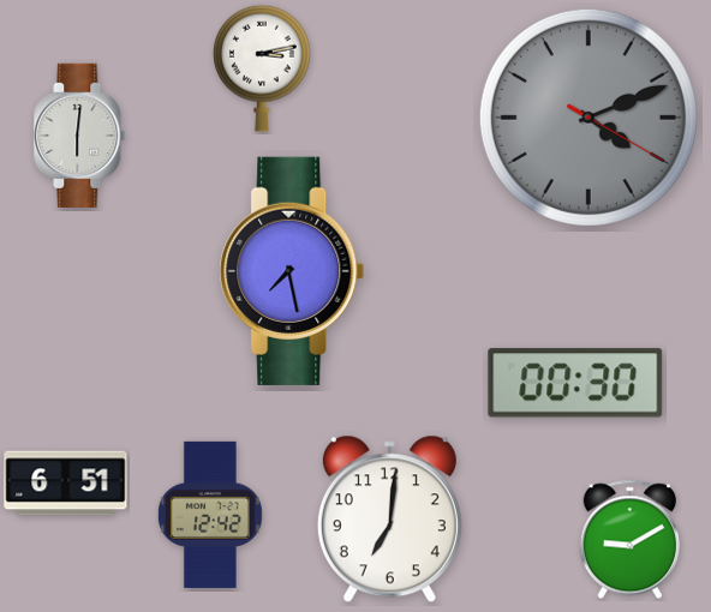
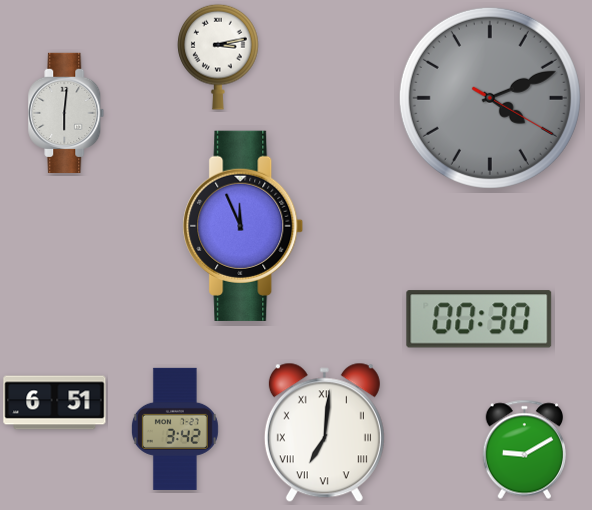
clock at (292, 271): 7:28 -> 11:56
clock at (210, 515): 12:42 -> 3:42
clock at (389, 520) numerals: Arabic -> Roman
